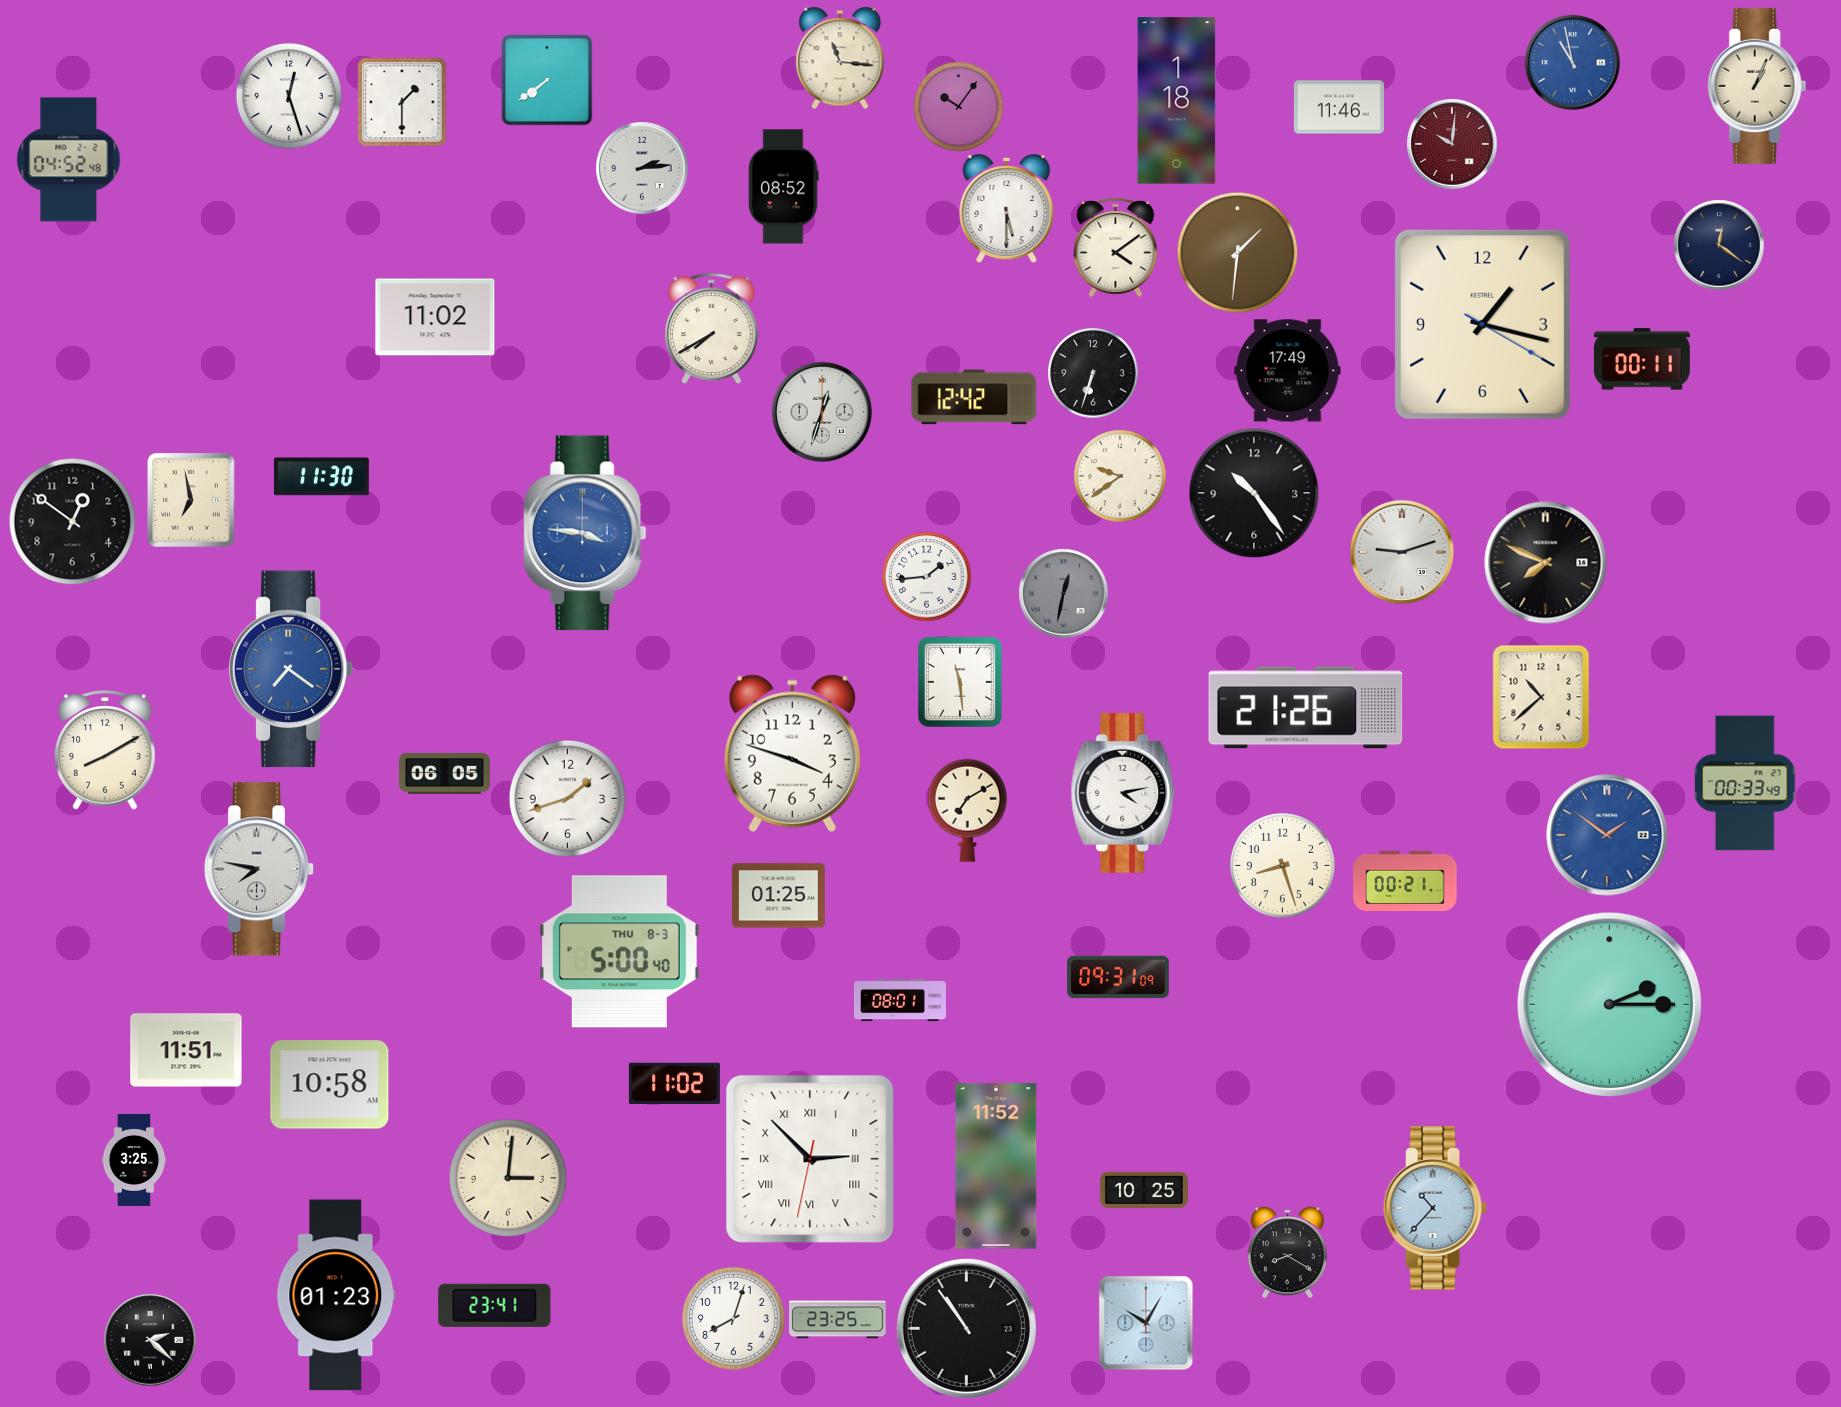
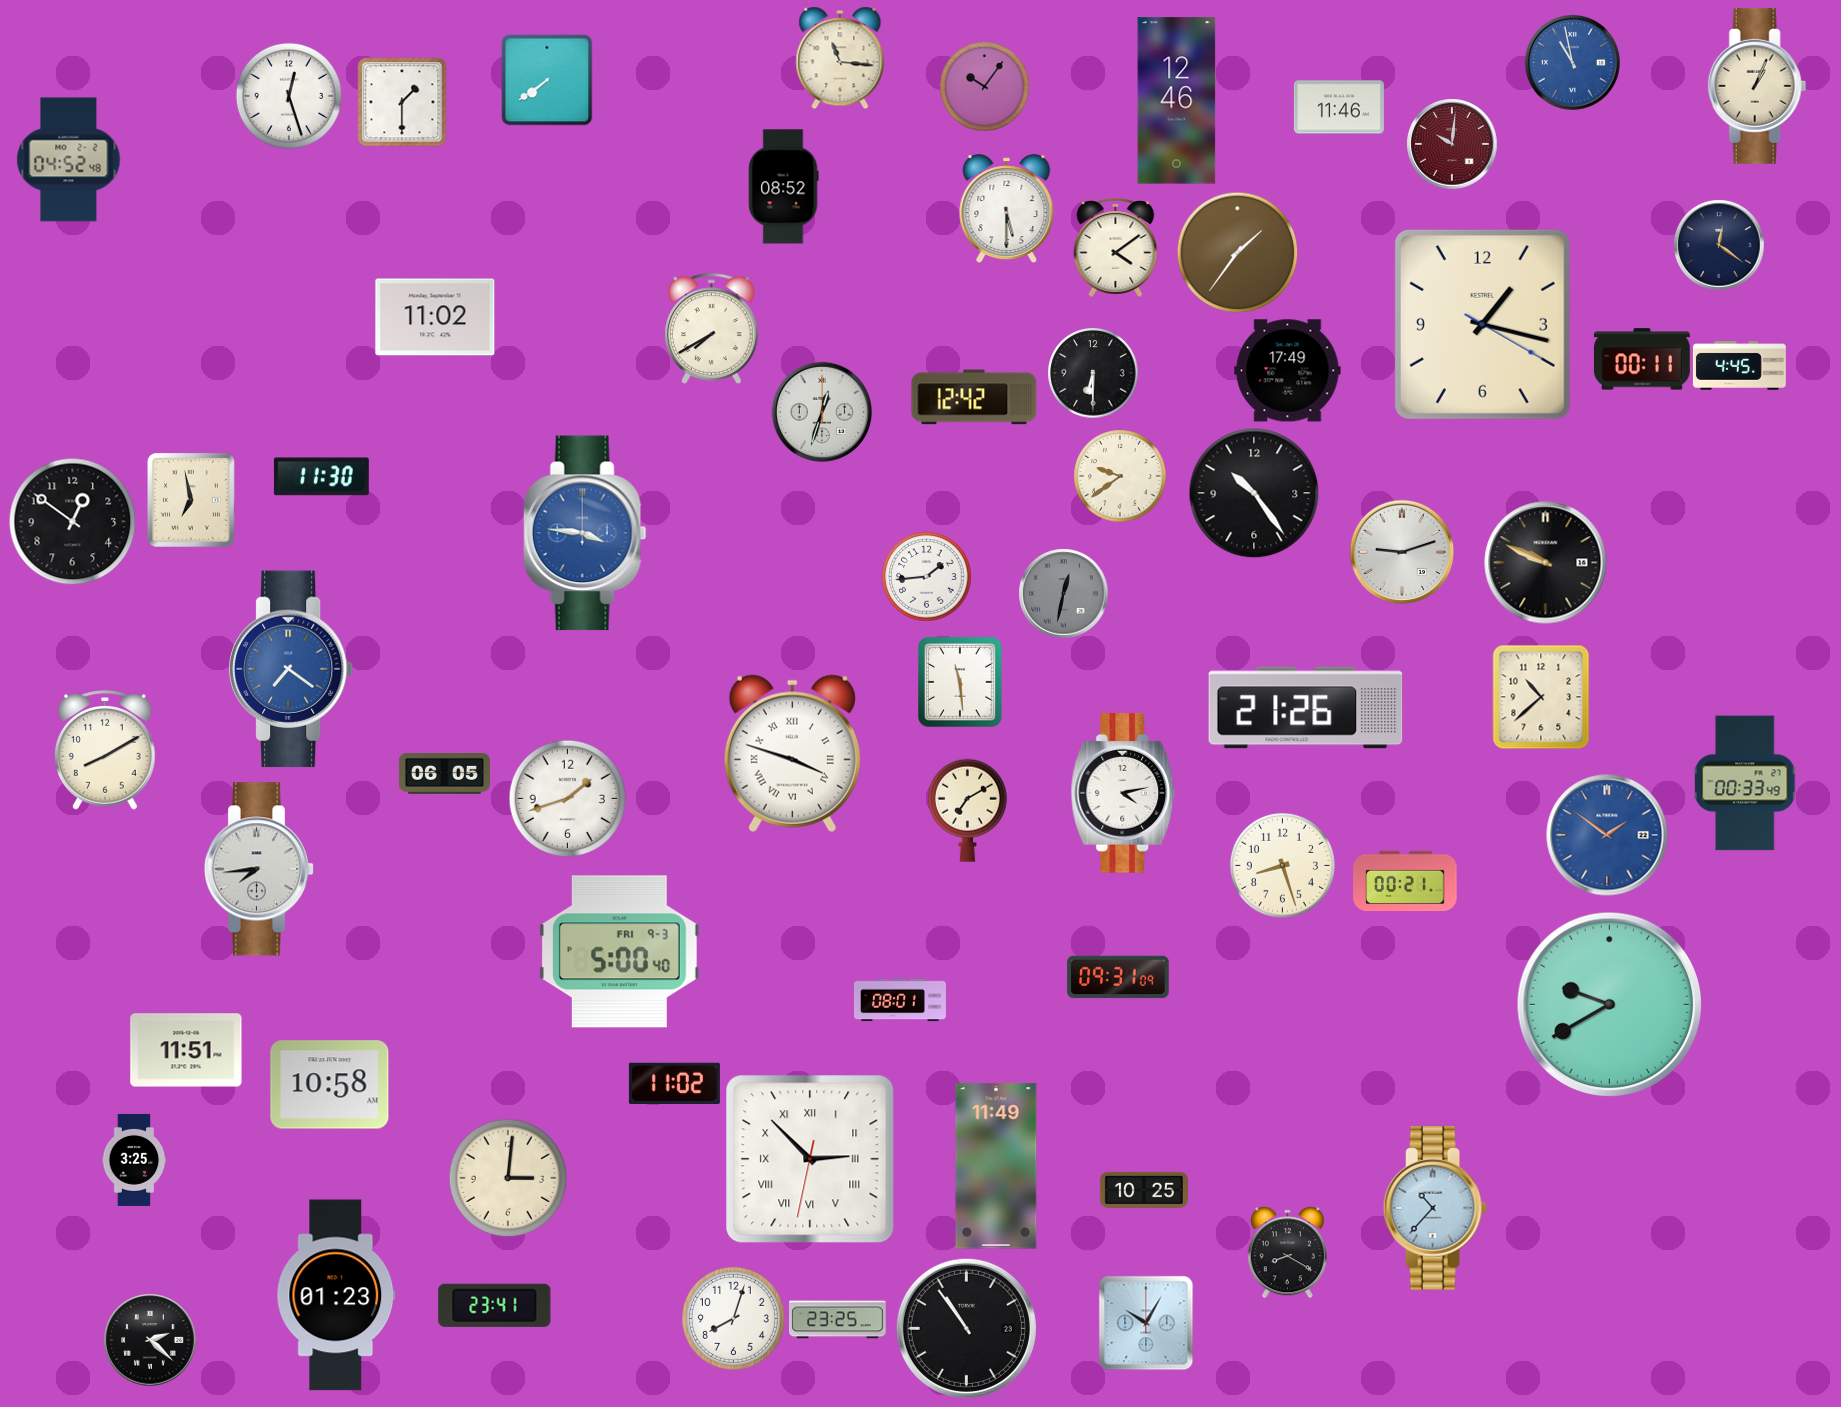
clock at (1177, 101): 1:18 -> 12:46
clock at (958, 106) position: (958, 106) -> (984, 86)
clock at (642, 168): 2:14 -> none
clock at (1237, 252): 1:31 -> 1:36
clock at (1739, 366): none -> 4:45
clock at (1093, 373): 6:33 -> 6:30
clock at (1546, 563): 7:49 -> 9:49
clock at (792, 753) numerals: Arabic -> Roman
clock at (259, 869): 7:47 -> 7:44
clock at (778, 896): 01:25 -> none
clock at (619, 952) date: THU 8-3 -> FRI 9-3
clock at (1610, 1005): 2:15 -> 9:40
clock at (996, 1166): 11:52 -> 11:49
